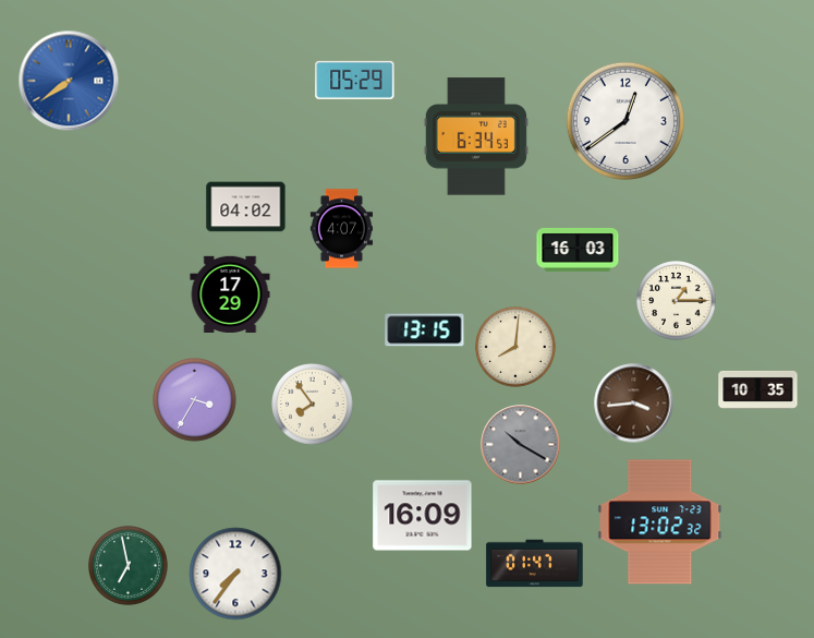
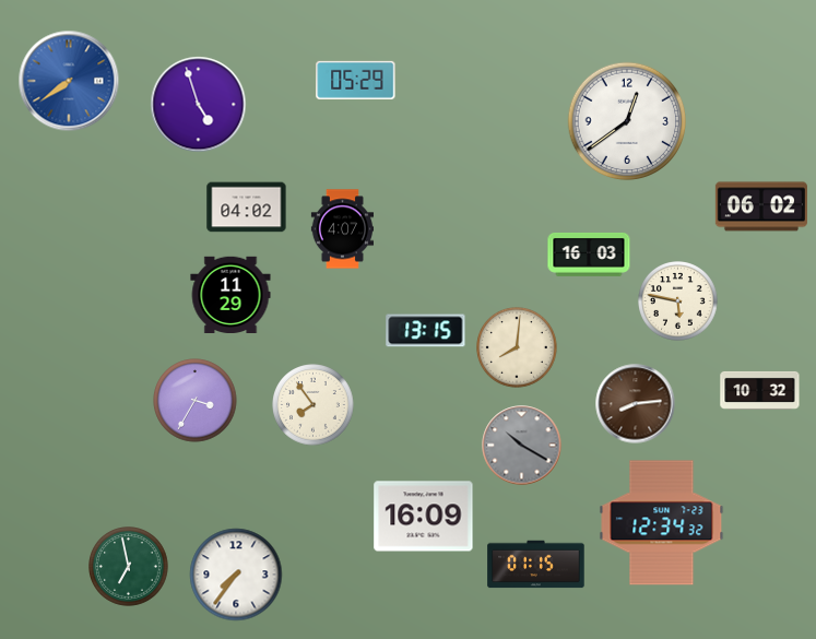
clock at (199, 105): none -> 4:57
clock at (476, 136): 6:34 -> none
clock at (761, 206): none -> 06:02
clock at (578, 250) position: (578, 250) -> (589, 255)
clock at (230, 293): 17:29 -> 11:29
clock at (677, 301): 1:15 -> 5:47
clock at (758, 389): 10:35 -> 10:32
clock at (634, 404): 3:44 -> 8:14
clock at (660, 522): 13:02 -> 12:34
clock at (535, 564): 01:47 -> 01:15
